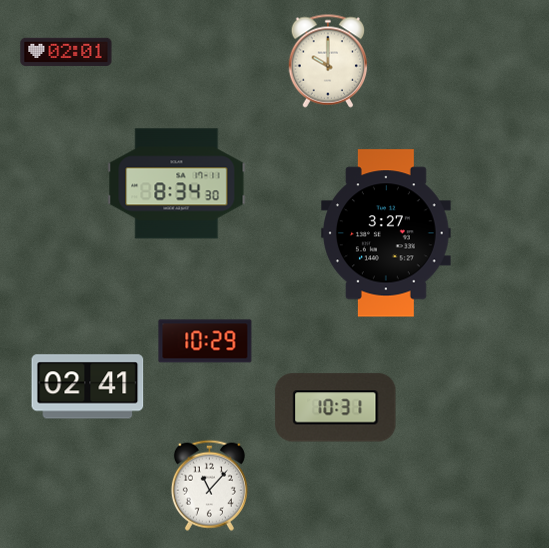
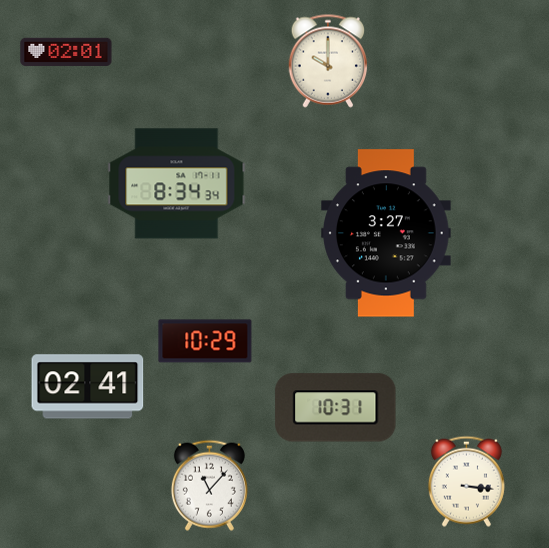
clock at (177, 184): 8:34:30 -> 8:34:34
clock at (466, 481): none -> 3:16
